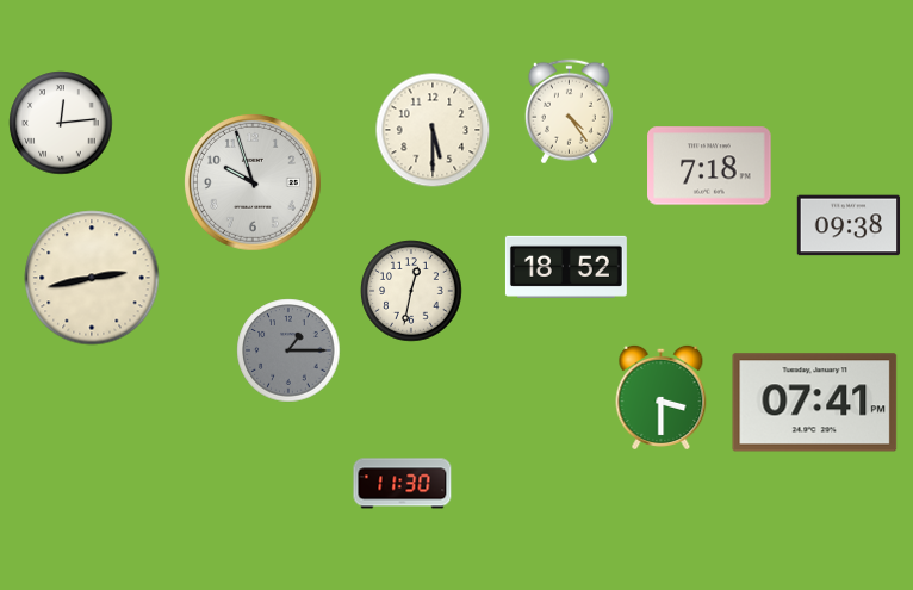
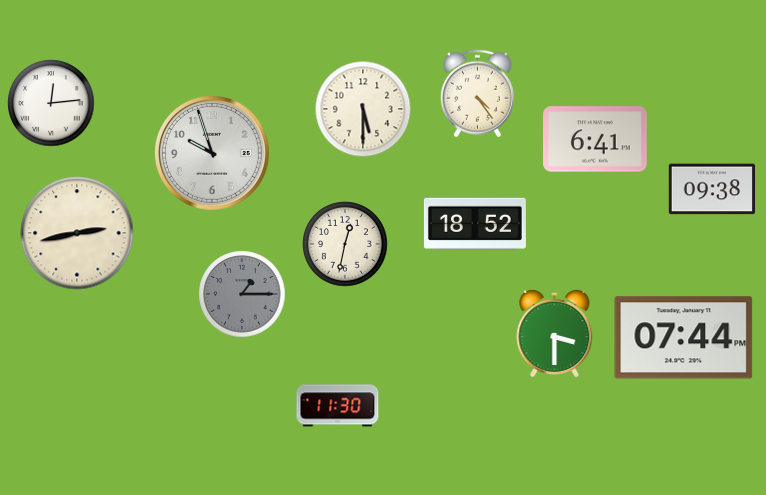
clock at (709, 166): 7:18 -> 6:41
clock at (815, 403): 07:41 -> 07:44
